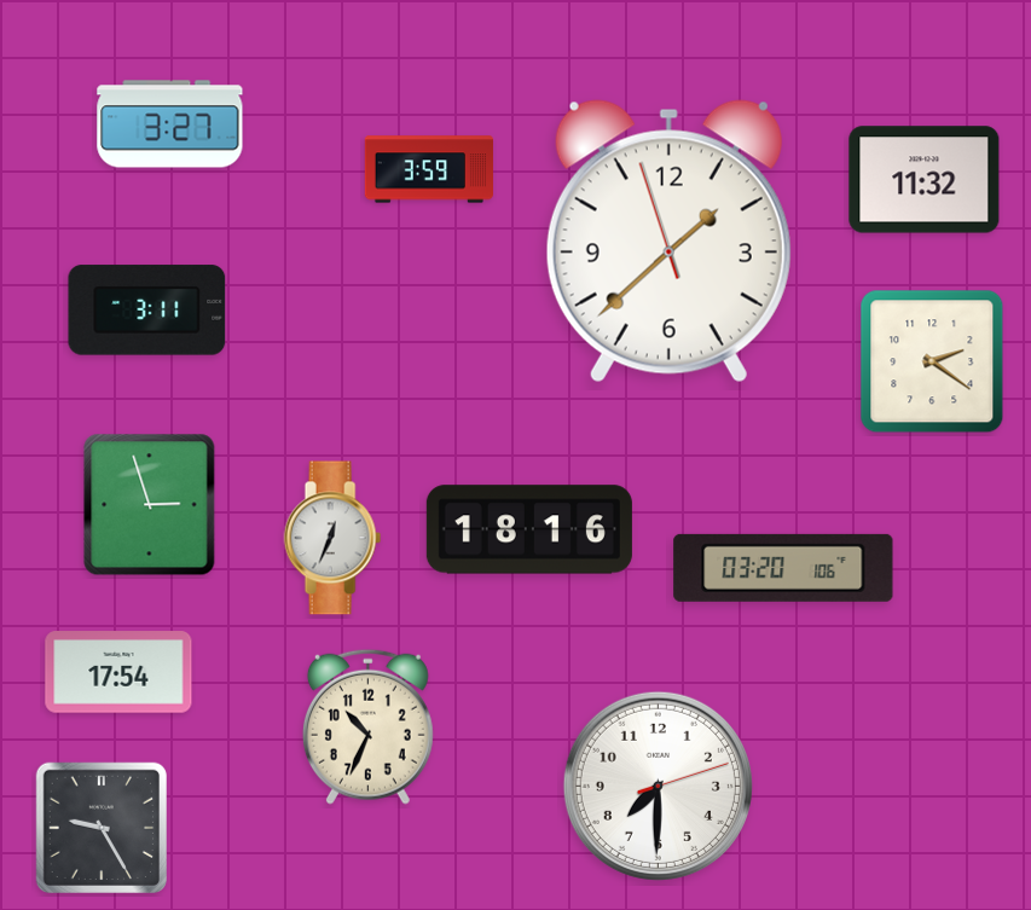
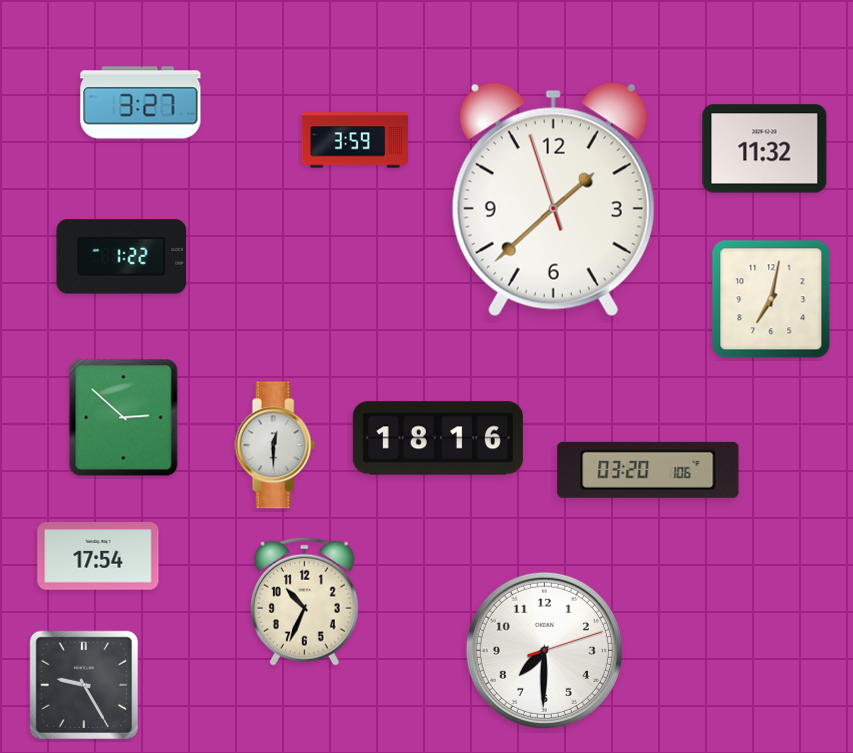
clock at (147, 311): 3:11 -> 1:22
clock at (932, 361): 2:21 -> 7:02
clock at (150, 505): 2:57 -> 2:52
clock at (332, 538): 12:34 -> 12:30
